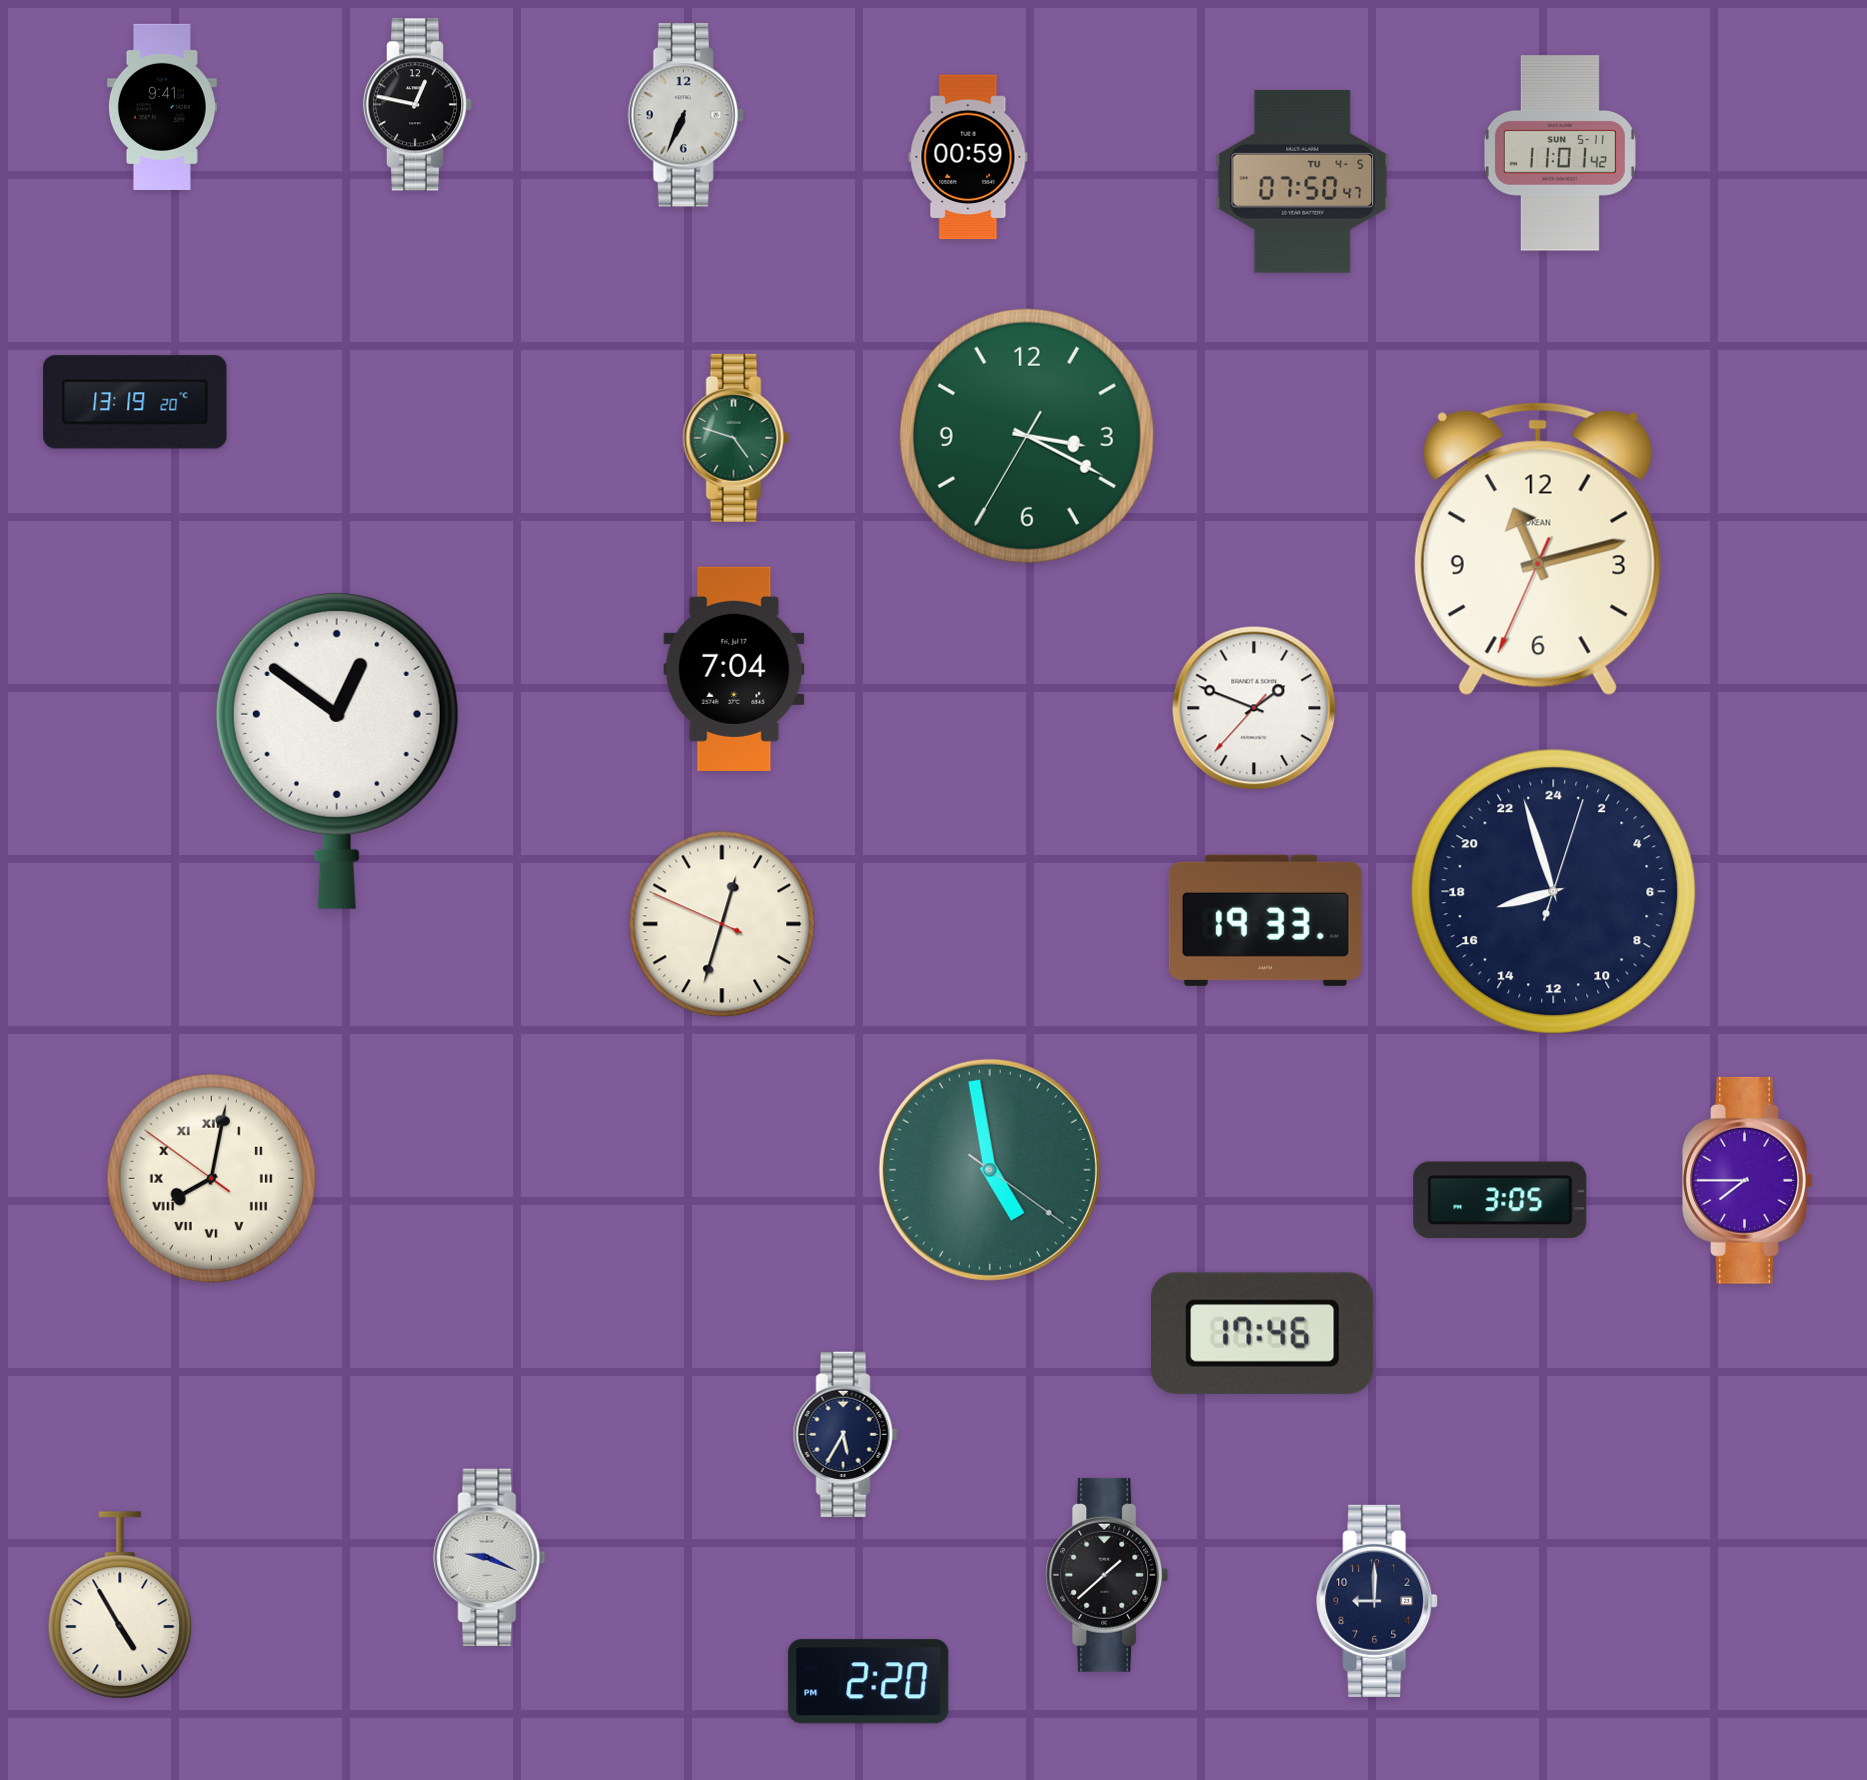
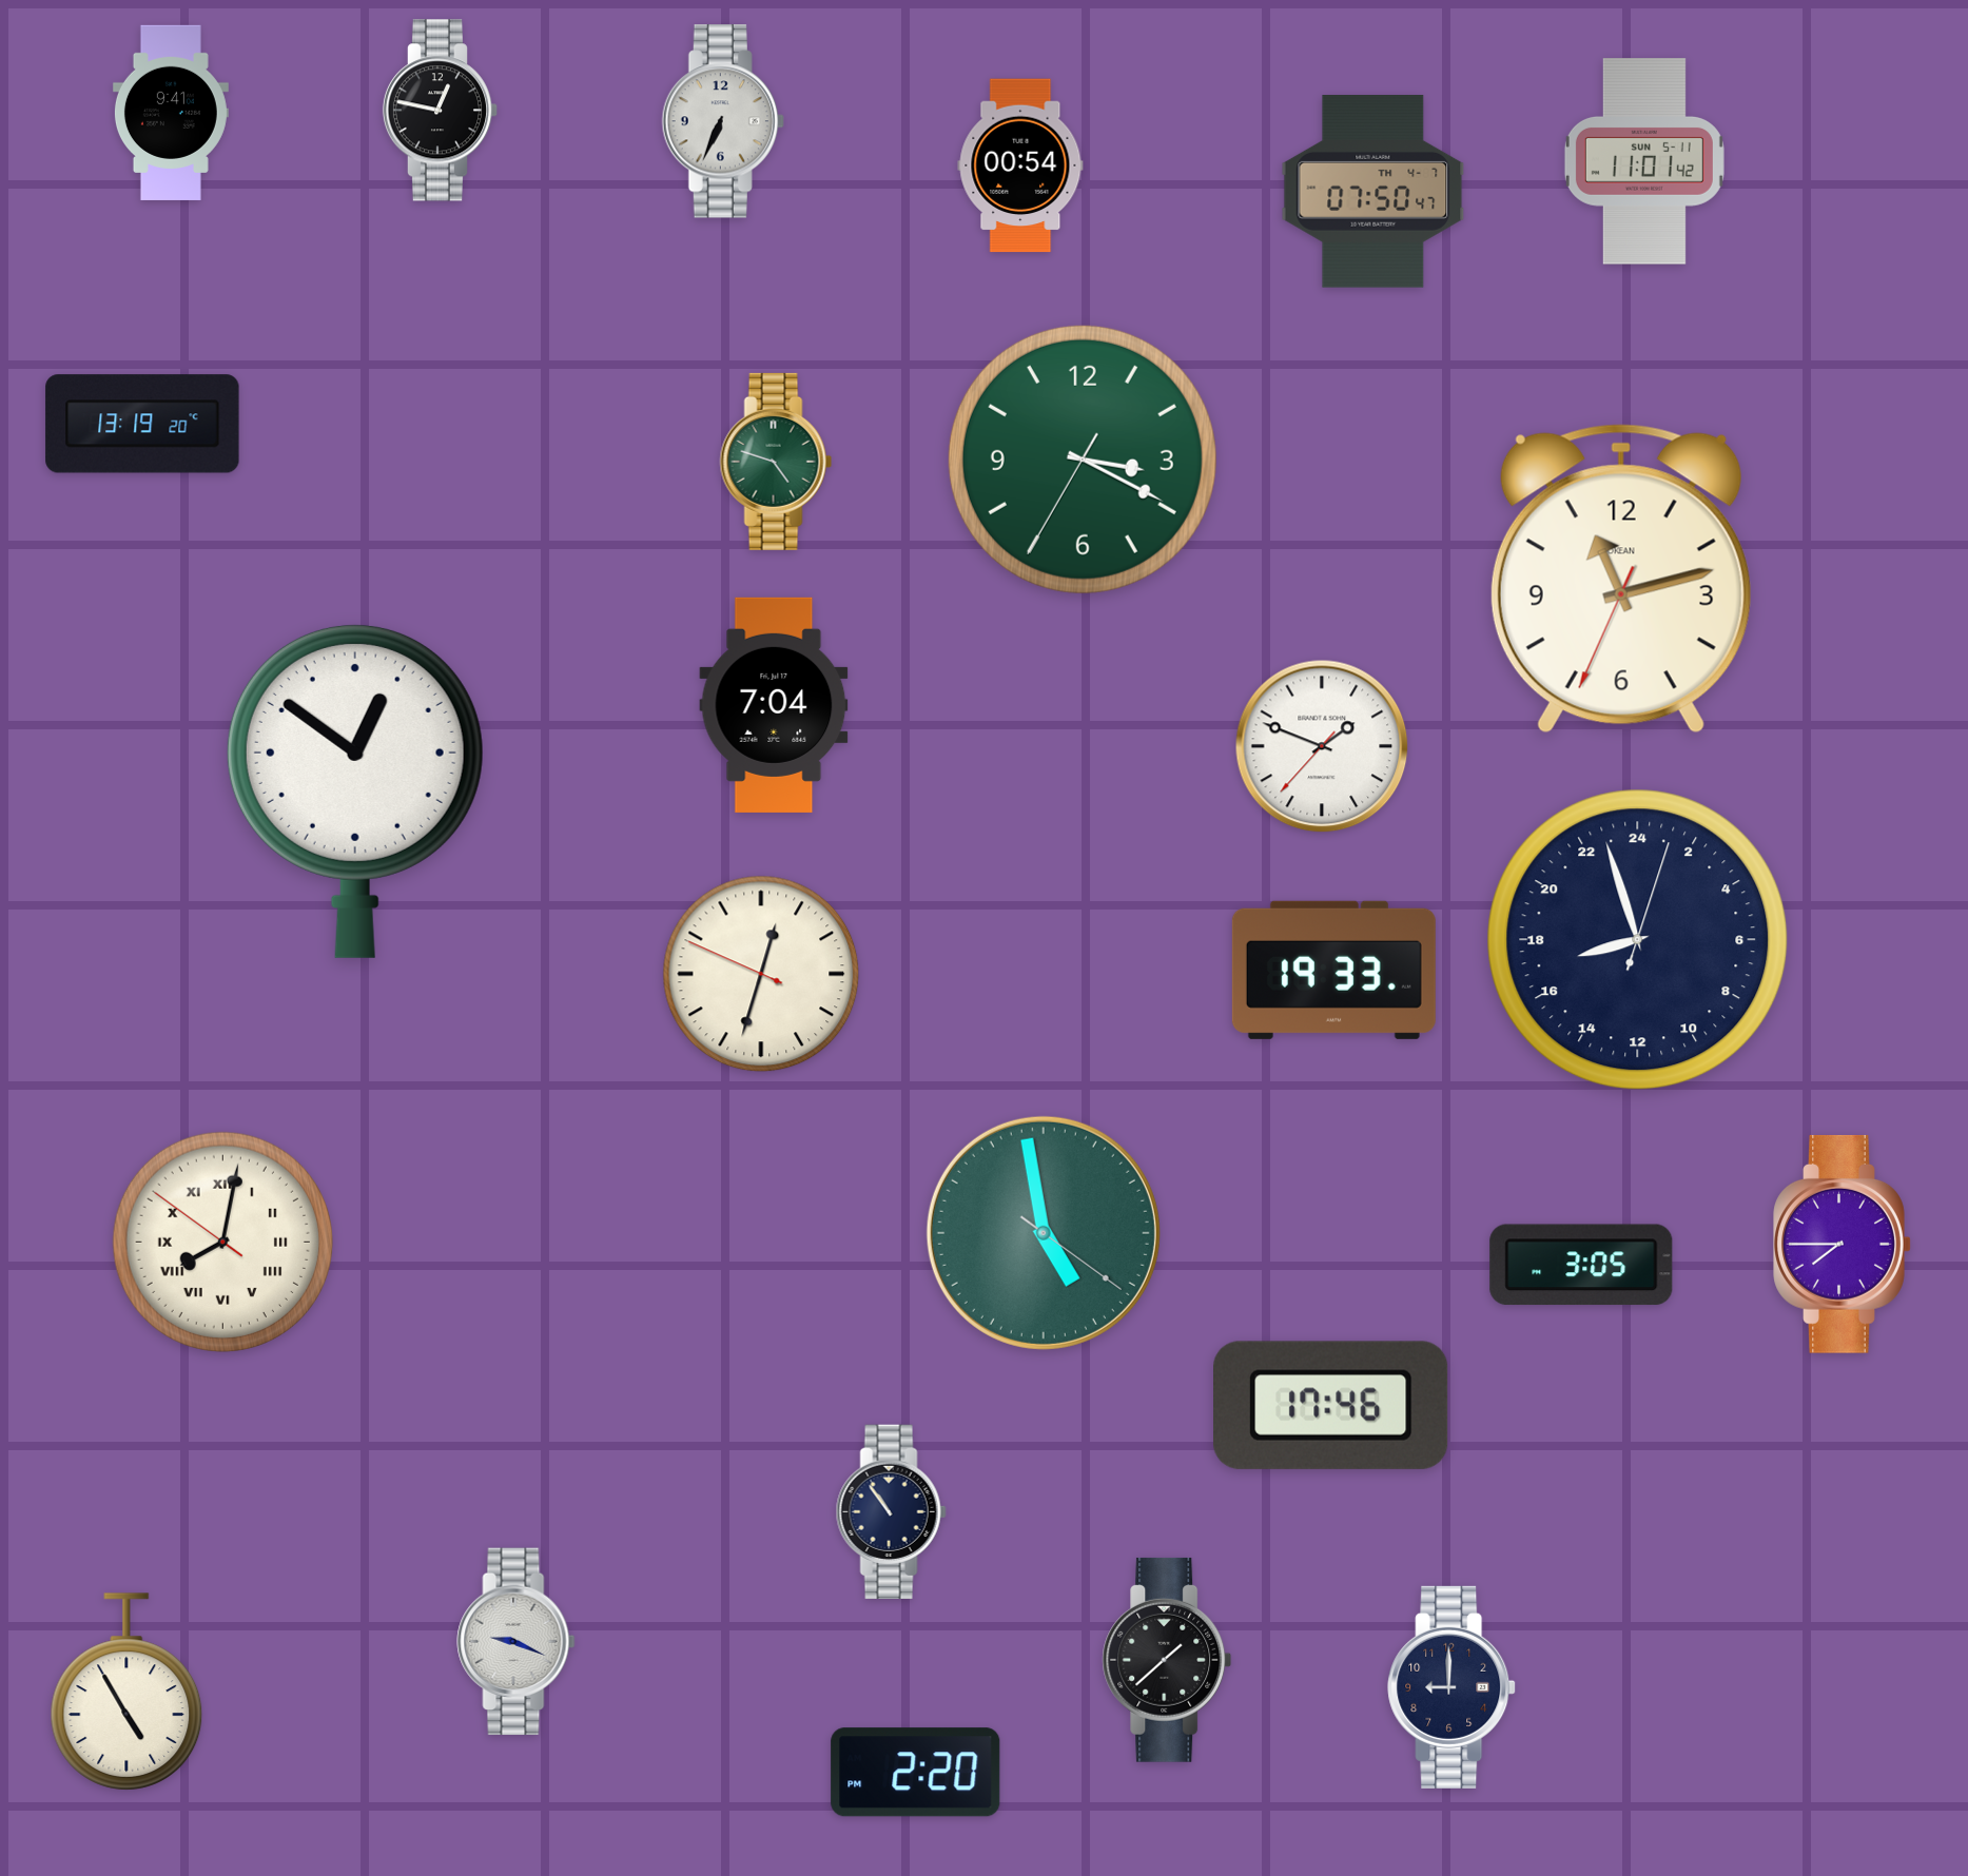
clock at (968, 157): 00:59 -> 00:54
clock at (1303, 182) date: TU 4-5 -> TH 4-7
clock at (845, 1435): 5:35 -> 10:54
